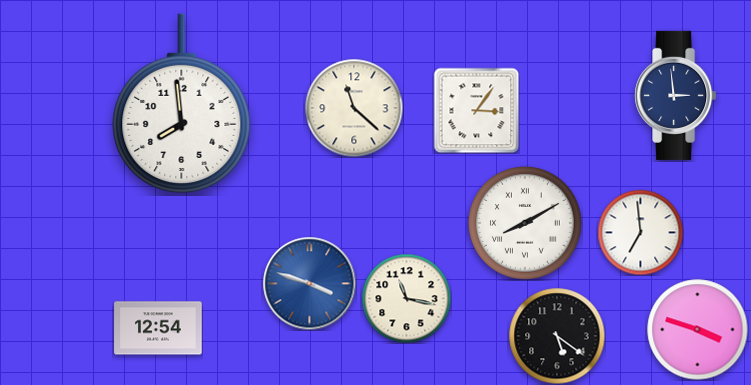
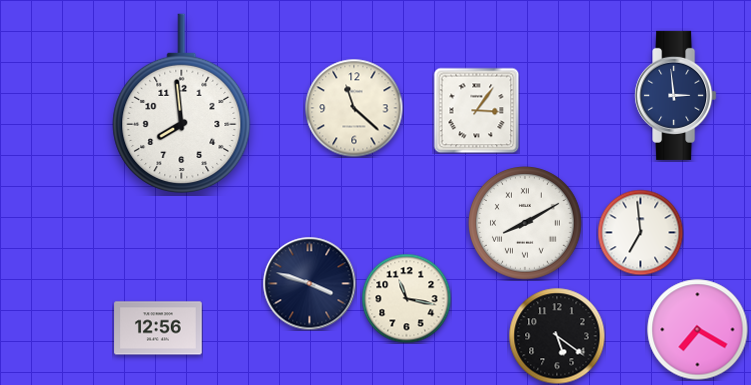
clock at (309, 283) dial: blue -> navy
clock at (158, 328): 12:54 -> 12:56
clock at (698, 330): 3:48 -> 7:20
